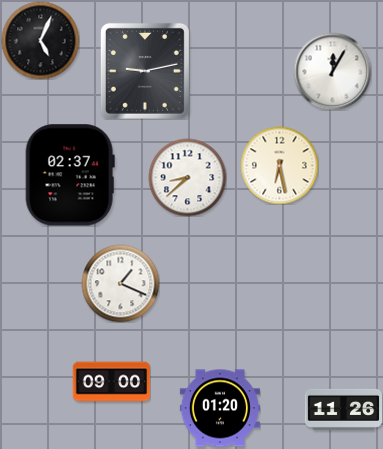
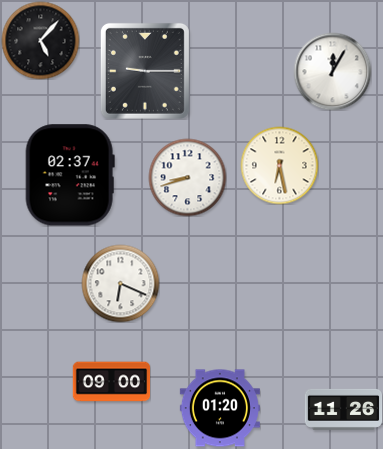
clock at (40, 40): 5:04 -> 5:07
clock at (145, 71): 9:13 -> 9:15
clock at (187, 177): 8:38 -> 8:42
clock at (120, 283): 1:19 -> 6:19
